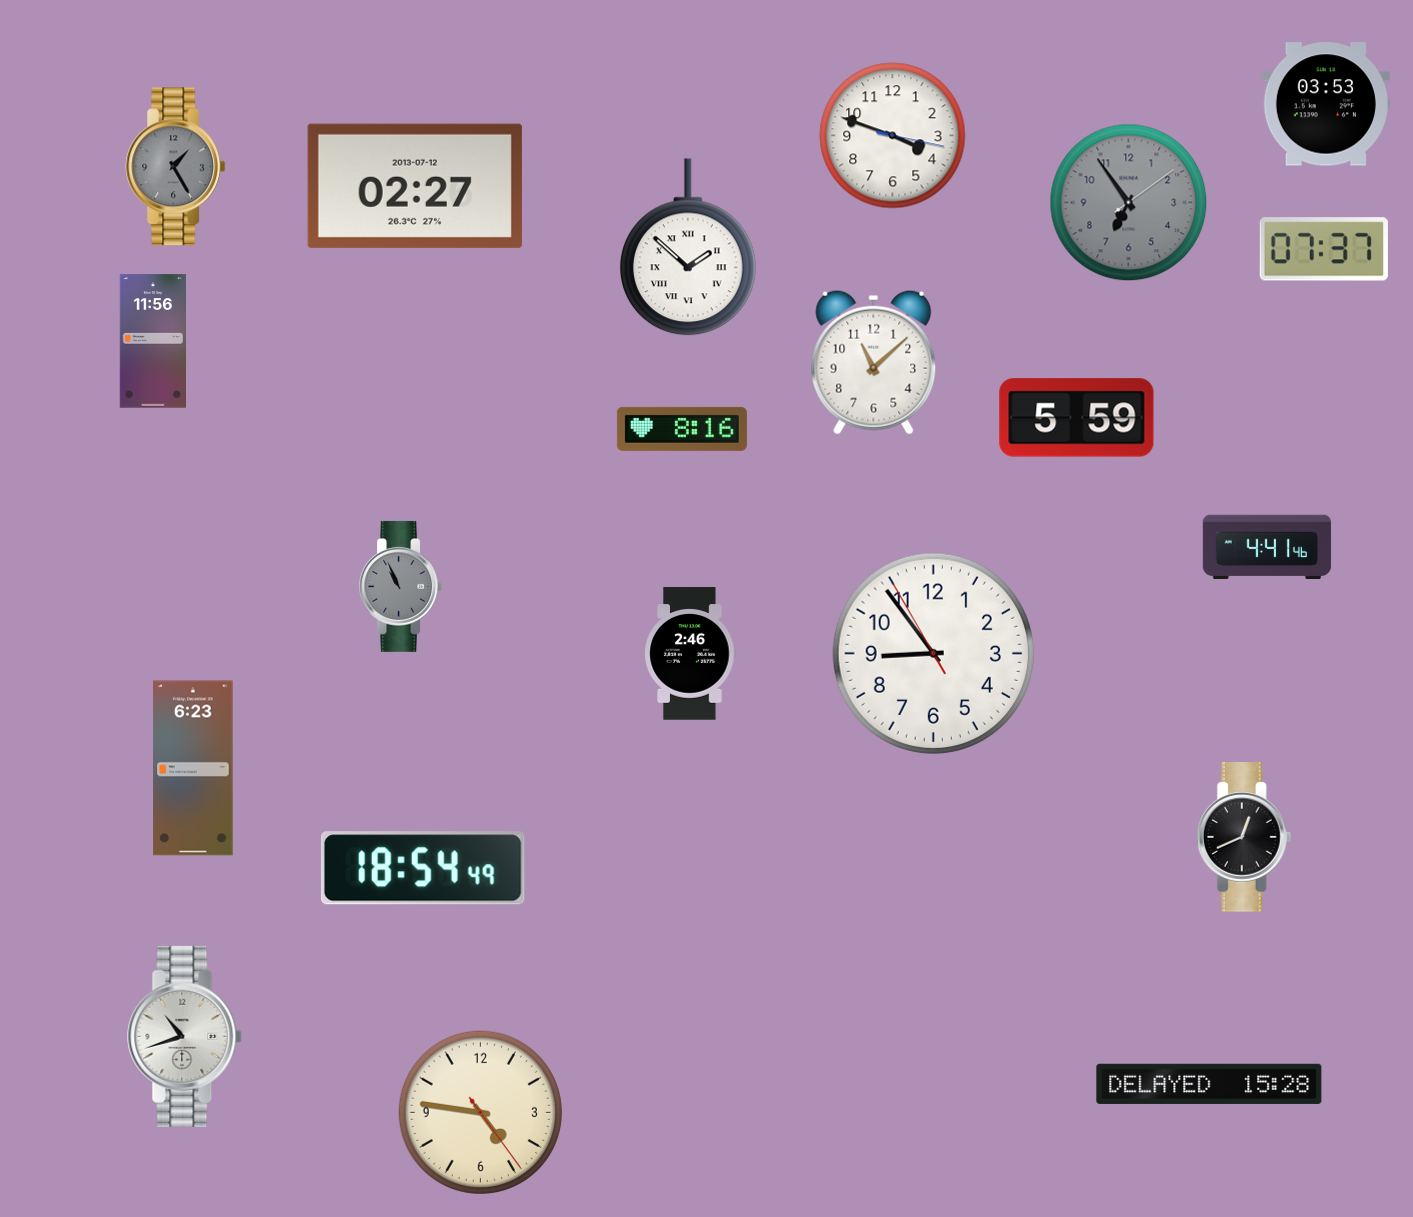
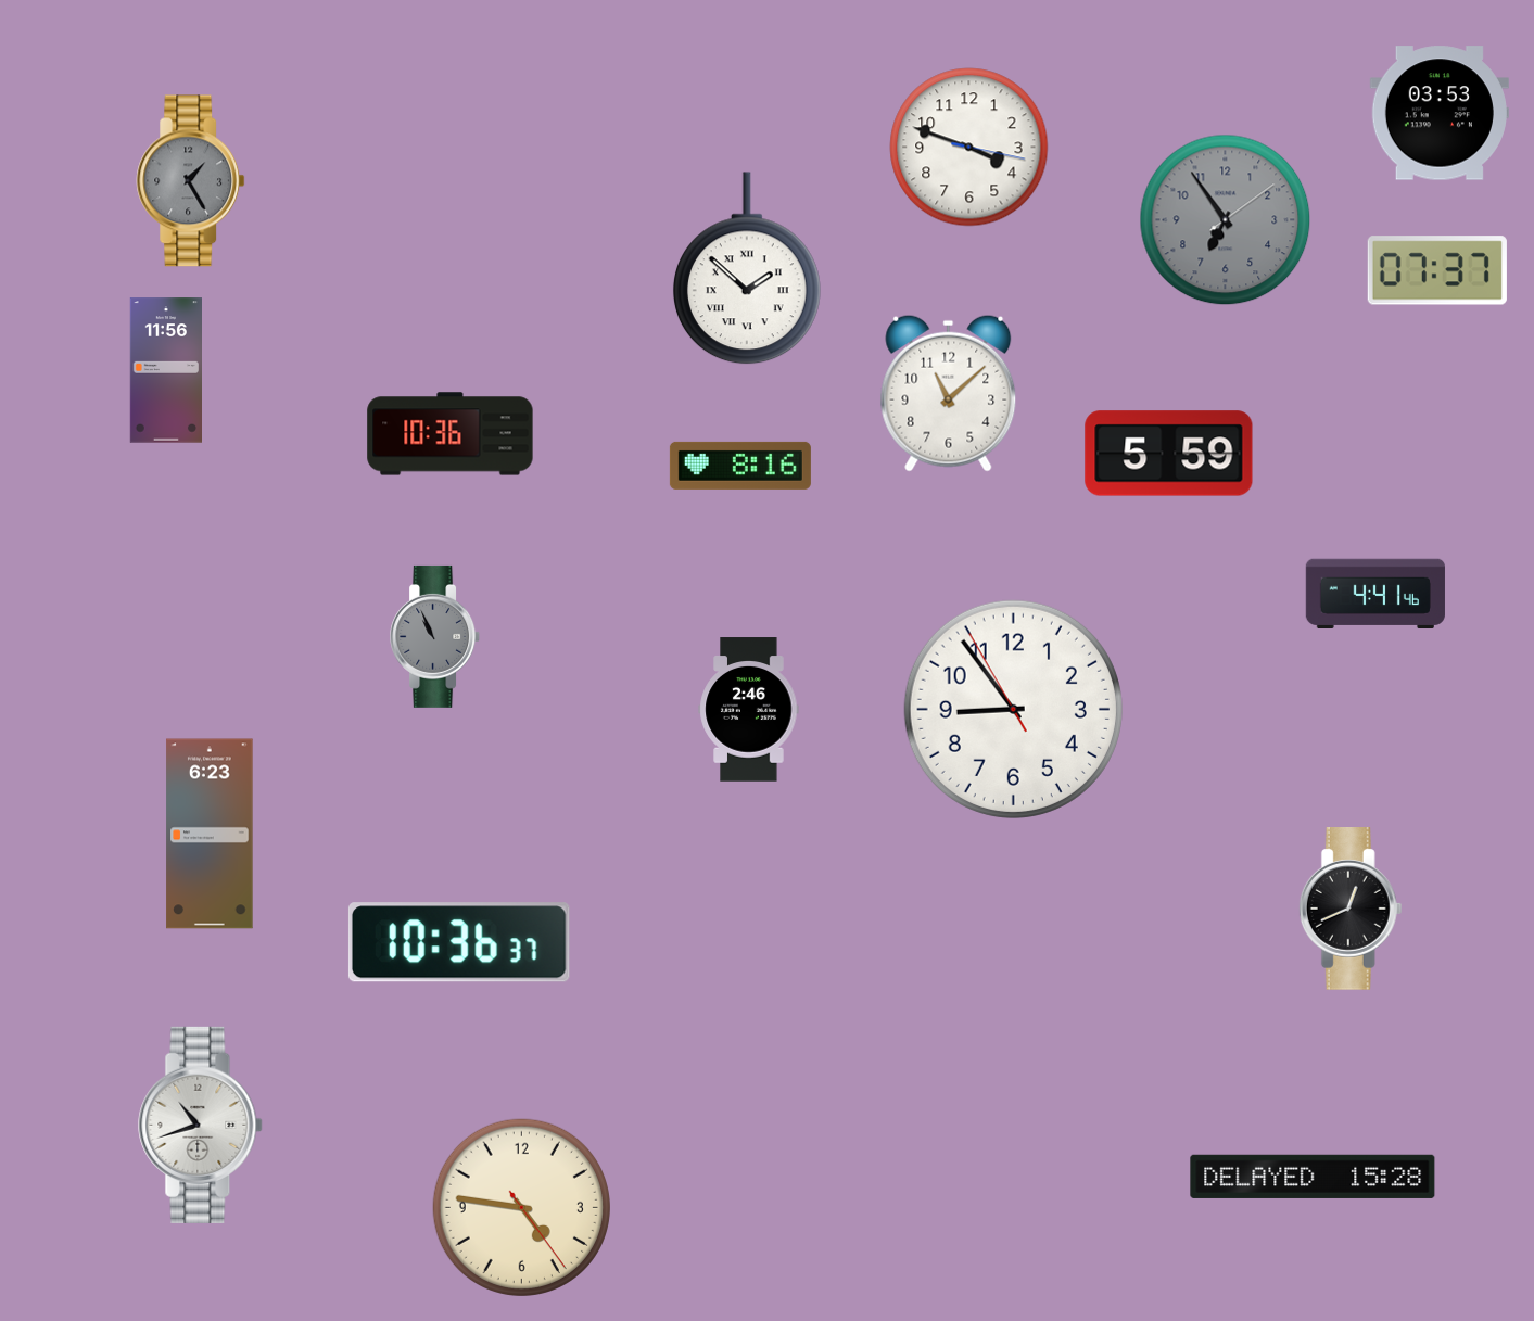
clock at (415, 186): 02:27 -> none
clock at (451, 434): none -> 10:36
clock at (423, 868): 18:54 -> 10:36
